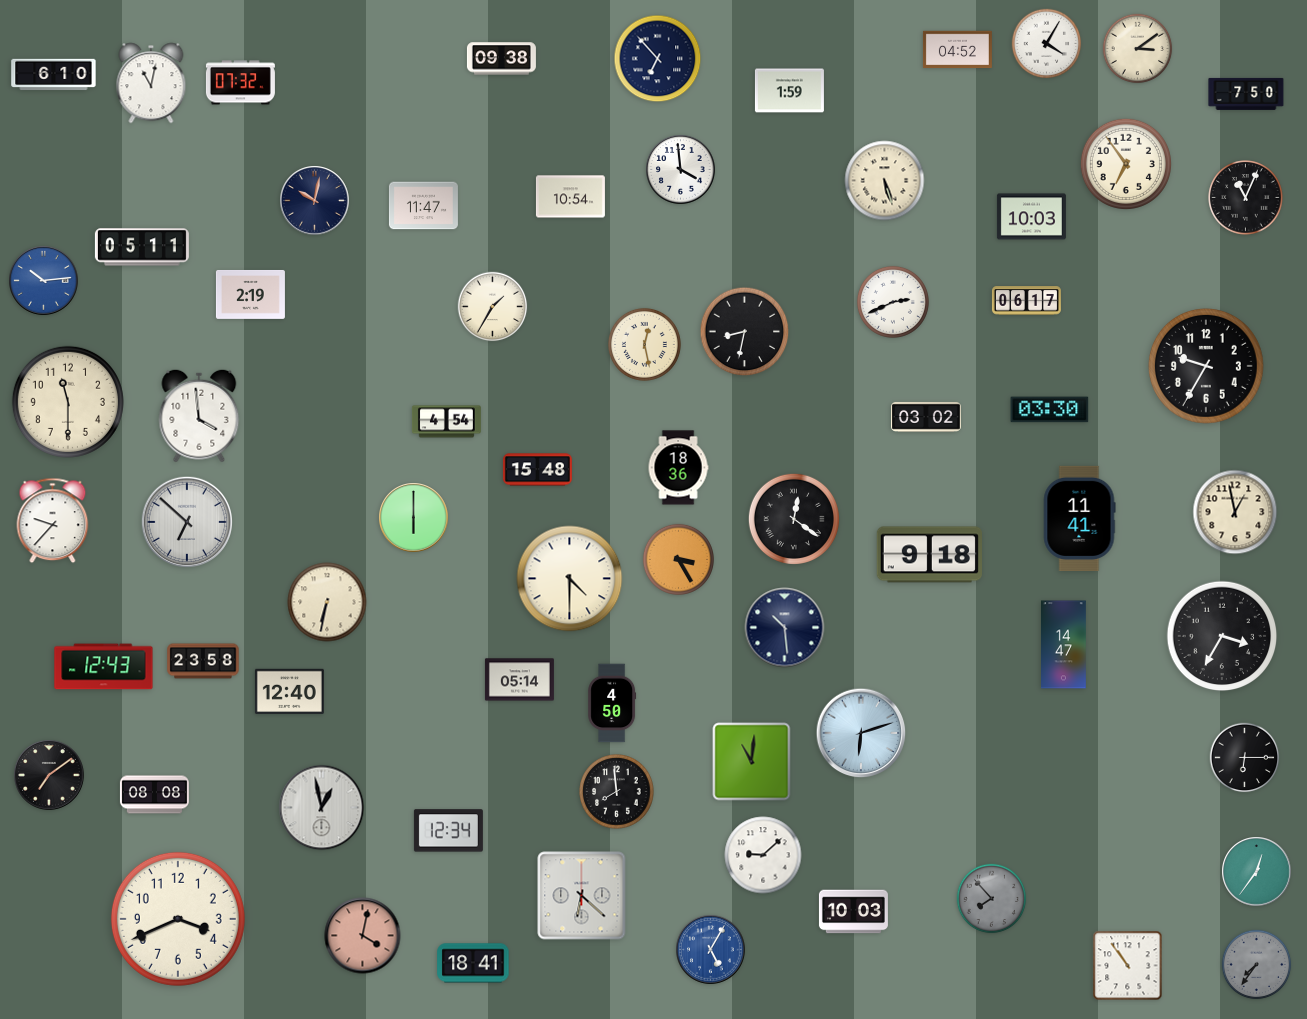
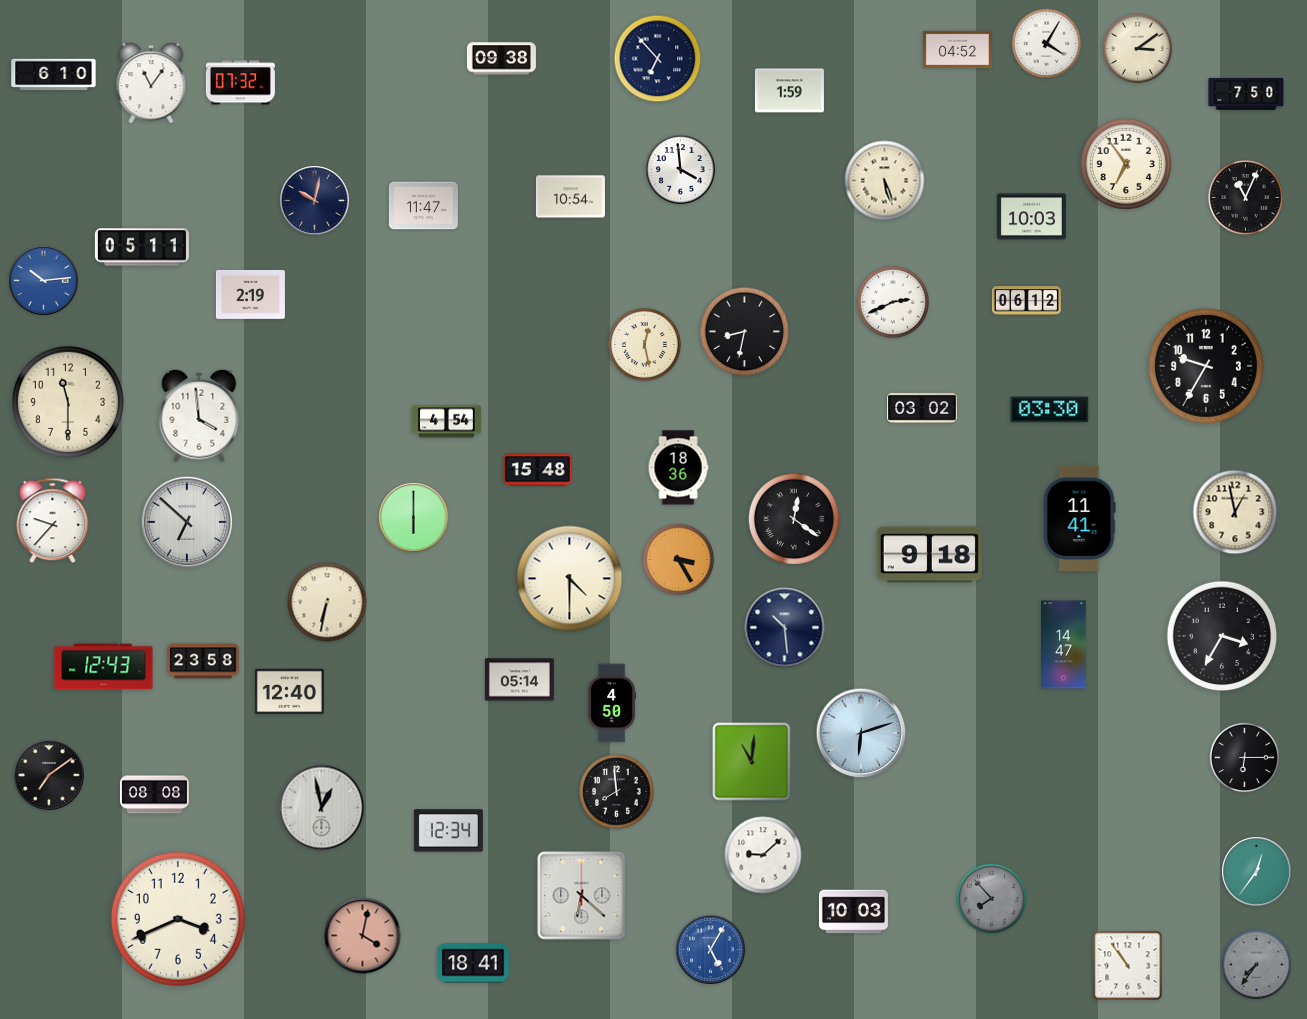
clock at (151, 83): 11:02 -> 11:06
clock at (1026, 301): 06:17 -> 06:12
clock at (493, 307): 1:35 -> none
clock at (927, 417) position: (927, 417) -> (923, 408)
